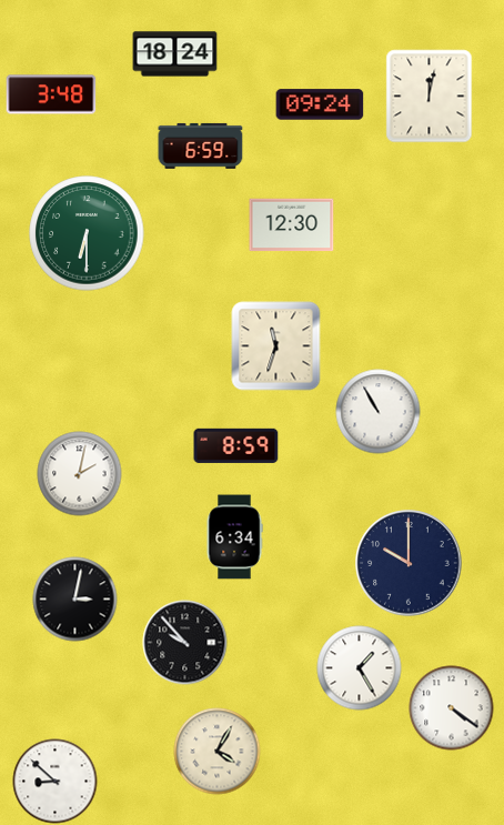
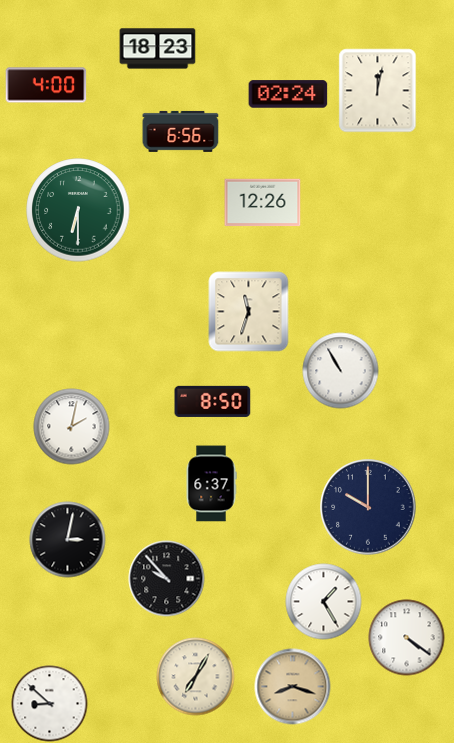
clock at (175, 54): 18:24 -> 18:23
clock at (51, 94): 3:48 -> 4:00
clock at (430, 97) position: (430, 97) -> (378, 91)
clock at (320, 104): 09:24 -> 02:24
clock at (201, 145): 6:59 -> 6:56
clock at (292, 225): 12:30 -> 12:26
clock at (236, 445): 8:59 -> 8:50
clock at (234, 537): 6:34 -> 6:37
clock at (218, 752): 4:05 -> 7:05
clock at (293, 687): none -> 8:18
